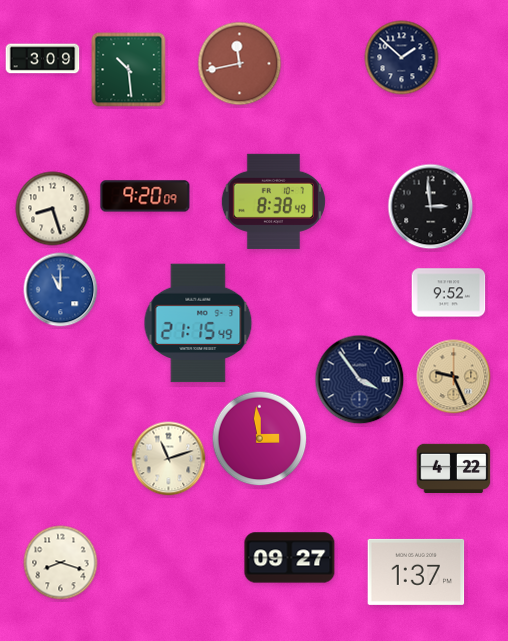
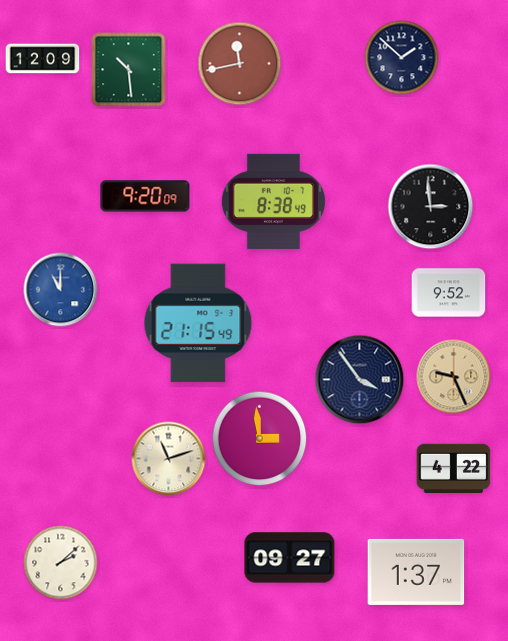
clock at (43, 59): 3:09 -> 12:09
clock at (53, 209): 8:27 -> none
clock at (61, 563): 8:18 -> 2:08
